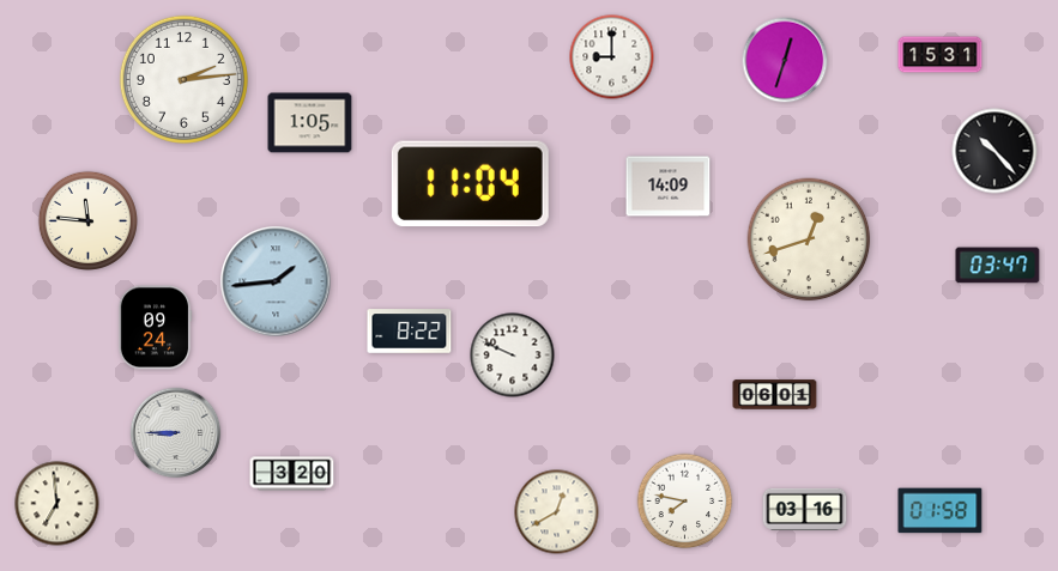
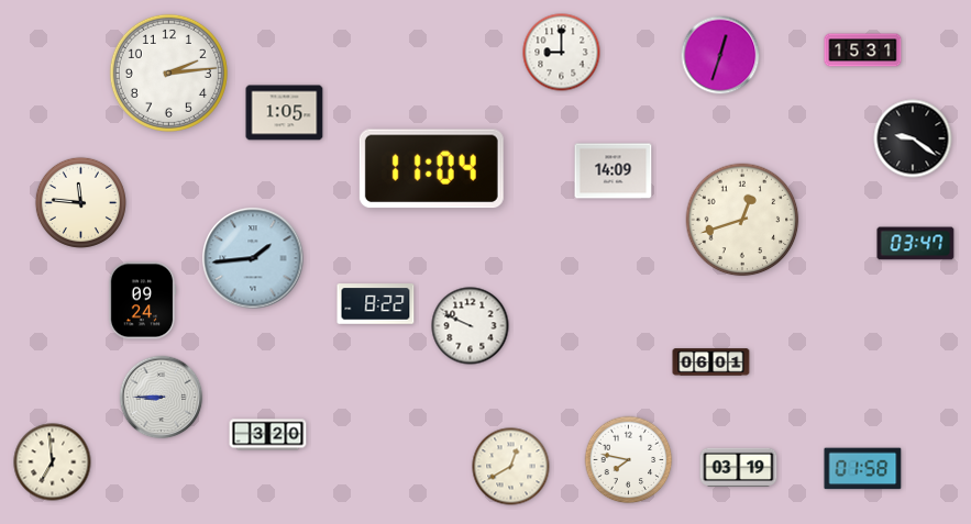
clock at (994, 151): 10:23 -> 9:21
clock at (805, 509): 03:16 -> 03:19
clock at (557, 512) position: (557, 512) -> (511, 467)
